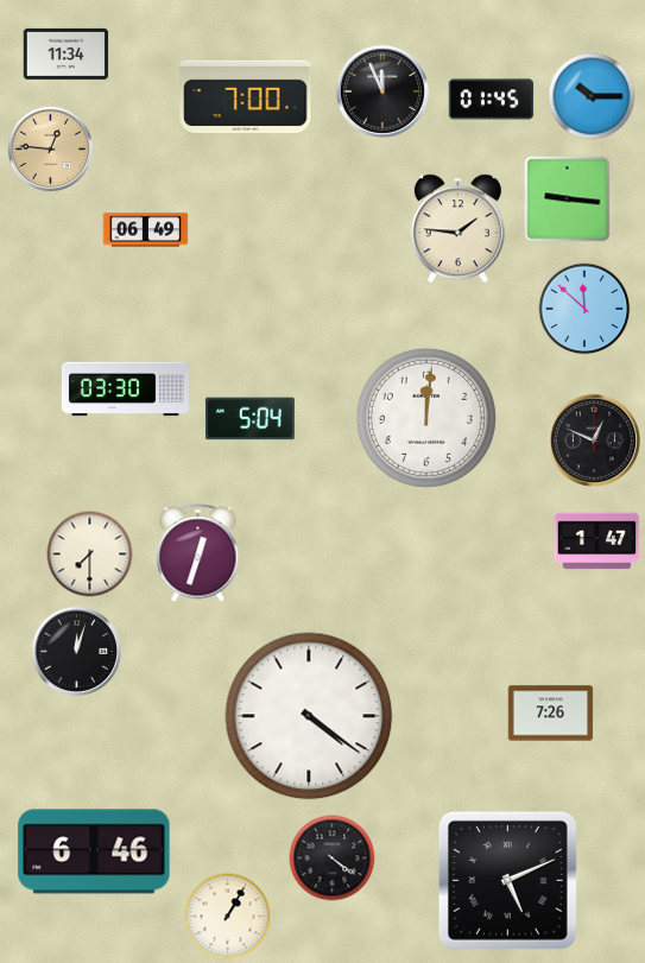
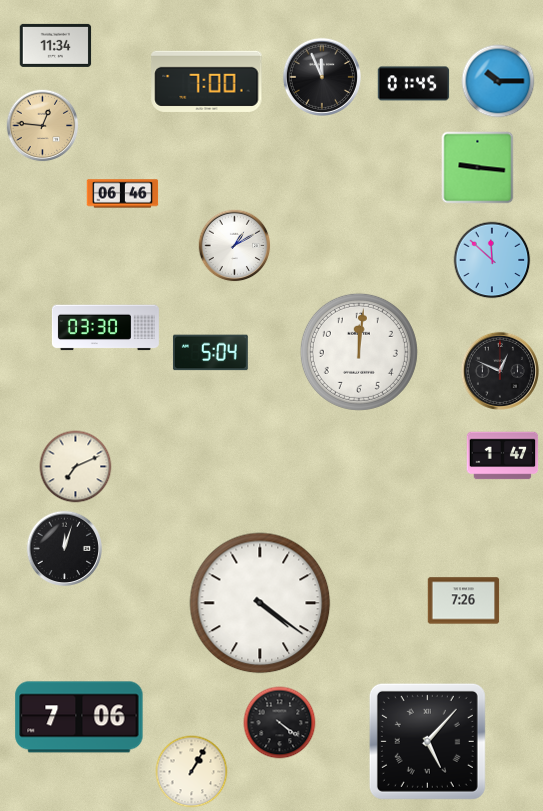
clock at (457, 229): 1:46 -> none
clock at (146, 230): 06:49 -> 06:46
clock at (235, 246): none -> 1:10
clock at (198, 553): 12:33 -> none
clock at (90, 555): 7:30 -> 7:11
clock at (94, 851): 6:46 -> 7:06
clock at (507, 880): 5:11 -> 5:07
